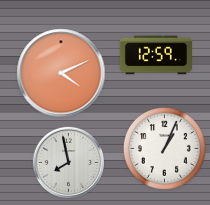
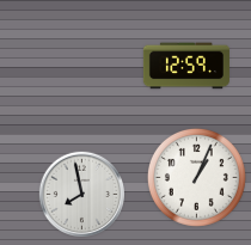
clock at (61, 73): 4:11 -> none
